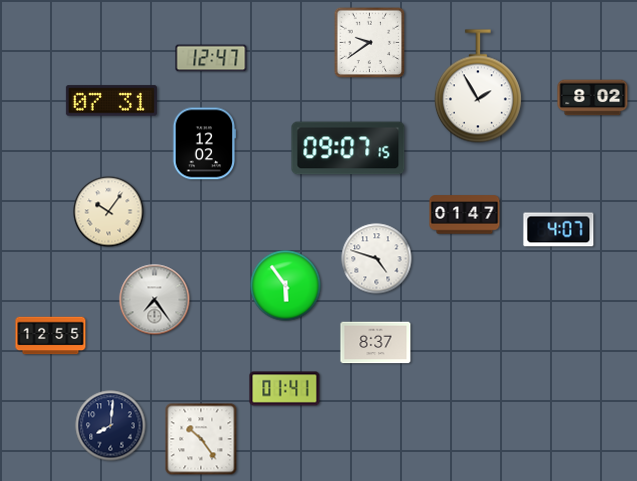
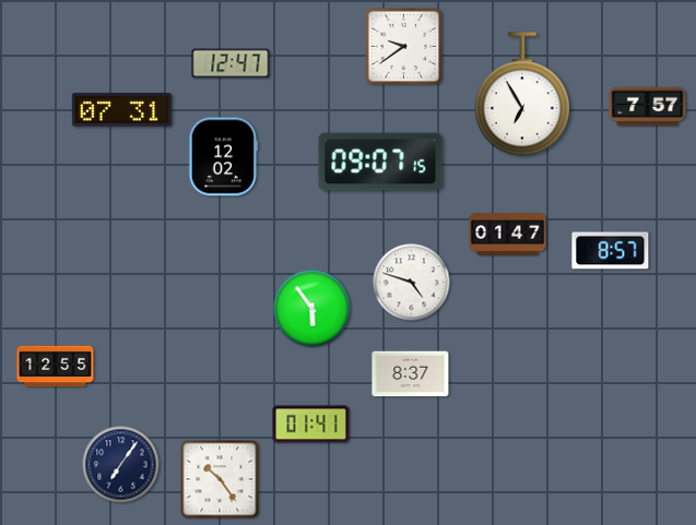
clock at (478, 86): 1:55 -> 6:55
clock at (593, 98): 8:02 -> 7:57
clock at (109, 212): 10:06 -> none
clock at (559, 230): 4:07 -> 8:57
clock at (286, 286) position: (286, 286) -> (312, 309)
clock at (155, 300): 7:24 -> none
clock at (111, 426): 8:01 -> 7:06
